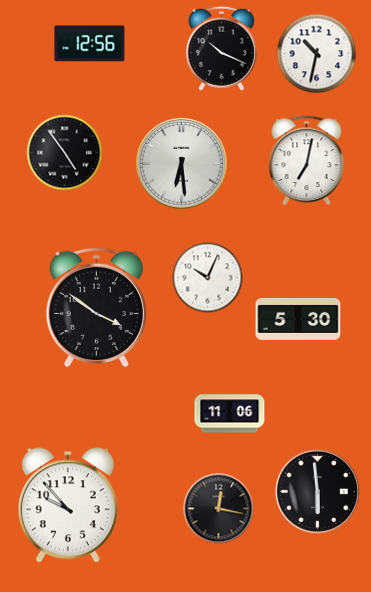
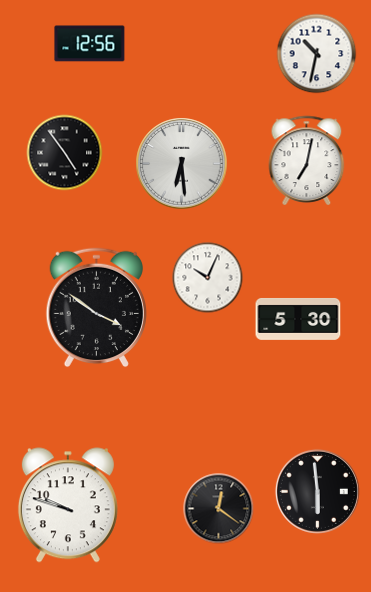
clock at (221, 48): 10:19 -> none
clock at (230, 414): 11:06 -> none
clock at (68, 505): 9:53 -> 9:48
clock at (219, 509): 12:17 -> 12:21
